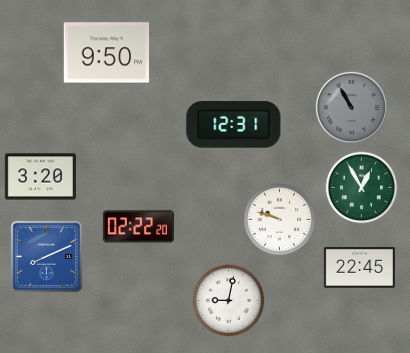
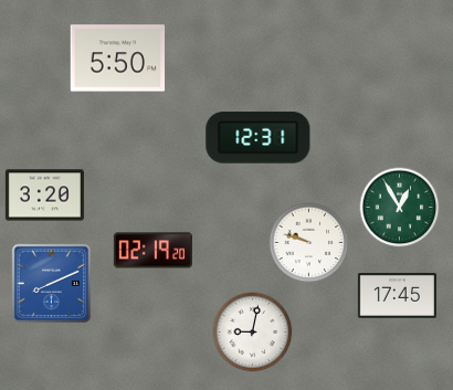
clock at (107, 53): 9:50 -> 5:50
clock at (351, 107): 10:55 -> none
clock at (138, 227): 02:22 -> 02:19
clock at (359, 268): 22:45 -> 17:45
